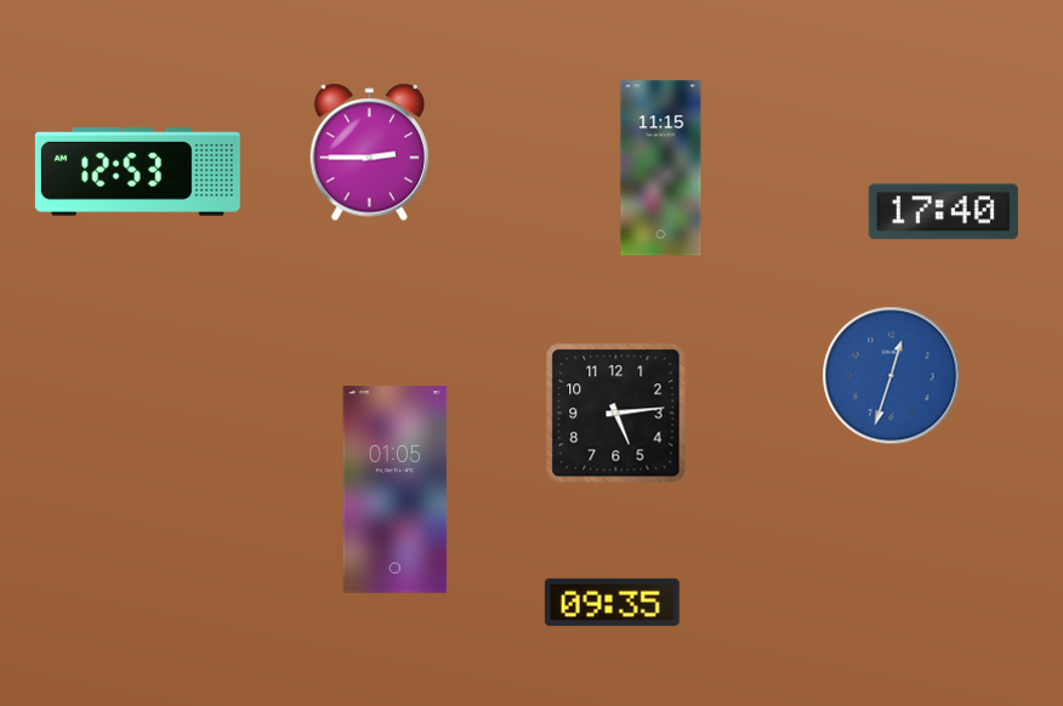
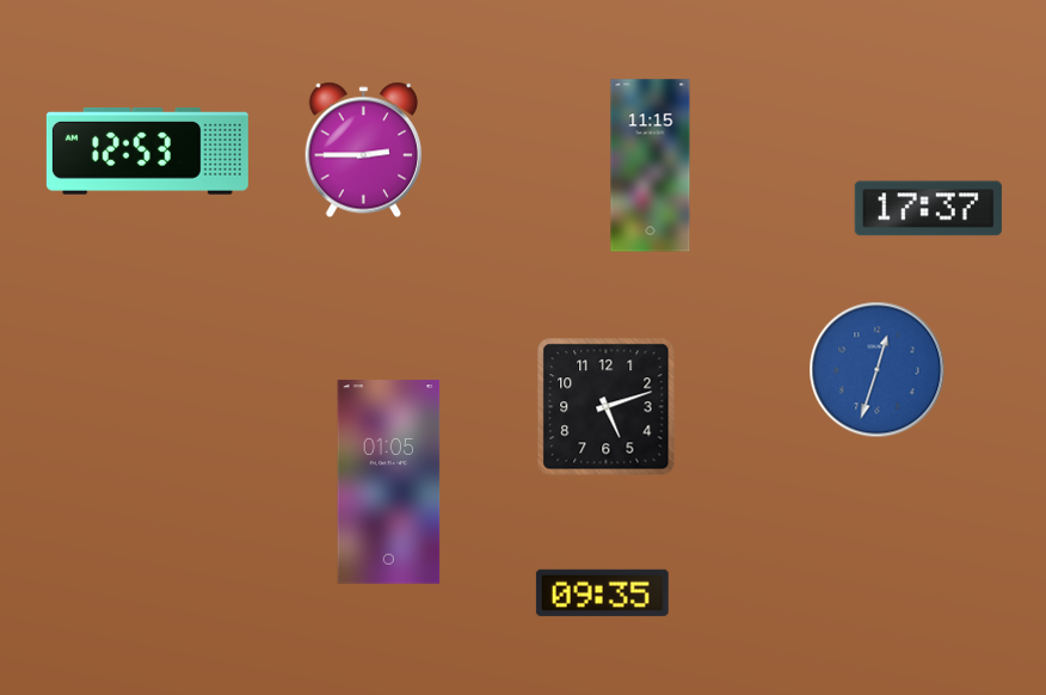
clock at (137, 171) position: (137, 171) -> (147, 150)
clock at (943, 212): 17:40 -> 17:37
clock at (616, 414): 5:14 -> 5:12
